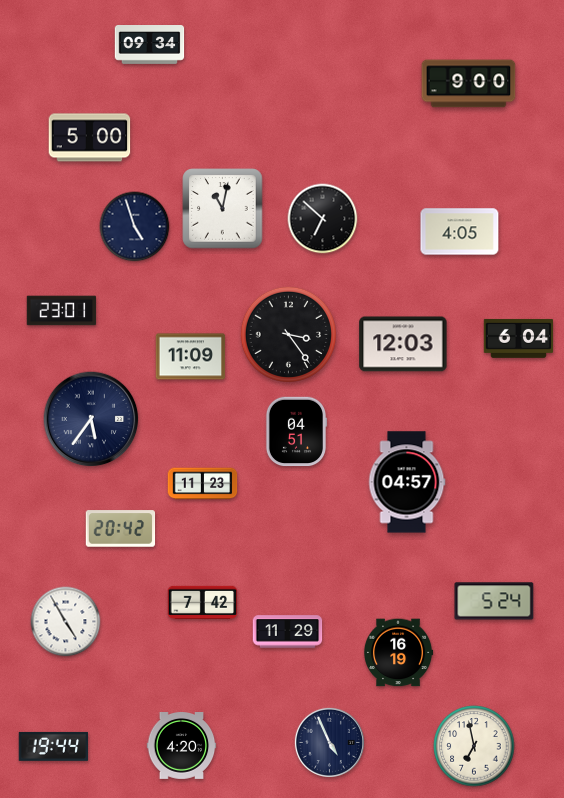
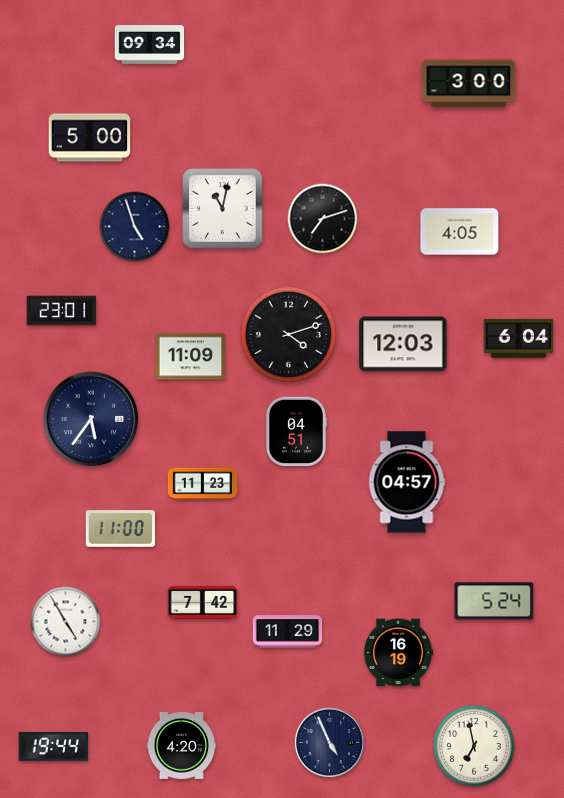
clock at (469, 84): 9:00 -> 3:00
clock at (323, 219): 6:52 -> 7:12
clock at (288, 334): 3:24 -> 4:12
clock at (121, 529): 20:42 -> 11:00
